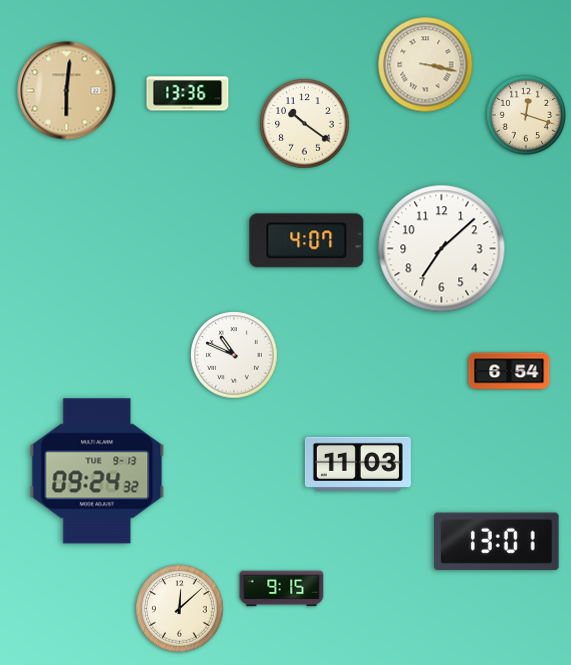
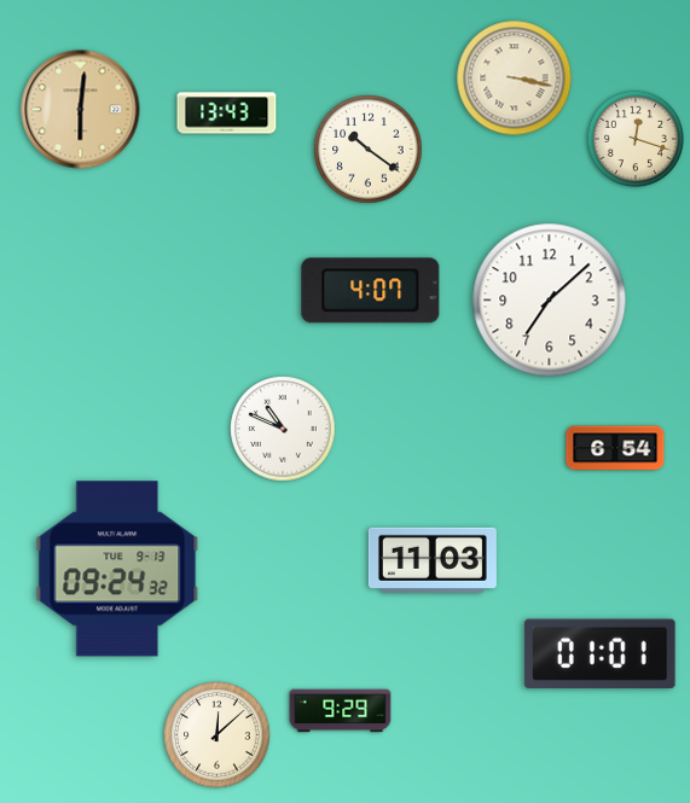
clock at (188, 94): 13:36 -> 13:43
clock at (442, 249) position: (442, 249) -> (550, 301)
clock at (496, 542): 13:01 -> 01:01
clock at (282, 589): 9:15 -> 9:29
